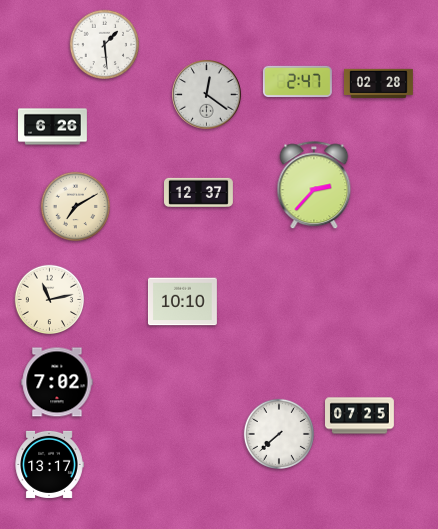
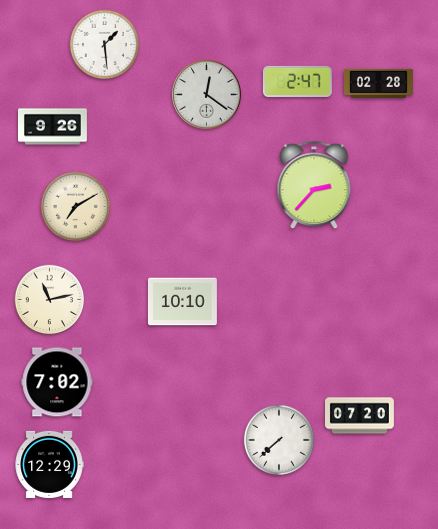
clock at (53, 127): 6:26 -> 9:26
clock at (199, 192): 12:37 -> none
clock at (360, 416): 07:25 -> 07:20
clock at (279, 434) position: (279, 434) -> (279, 440)
clock at (49, 464): 13:17 -> 12:29
